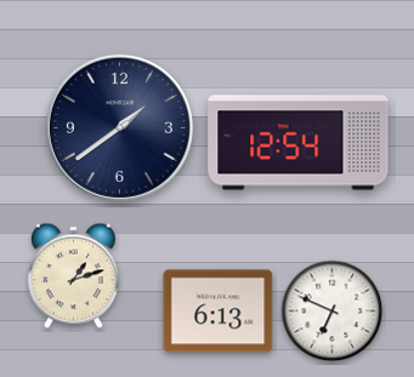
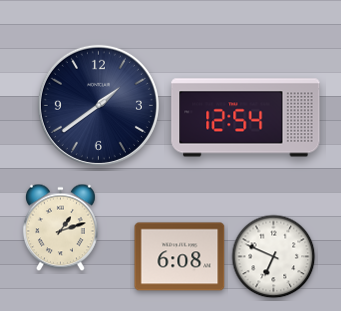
clock at (219, 312): 6:13 -> 6:08
